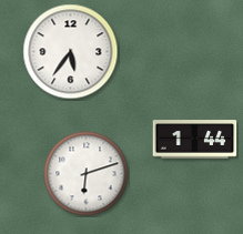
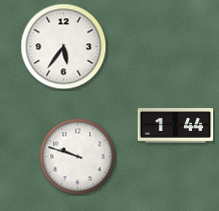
clock at (87, 174): 6:12 -> 9:48
